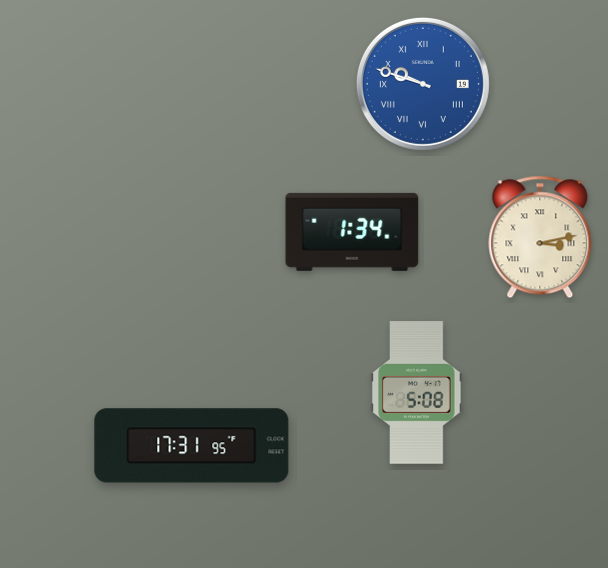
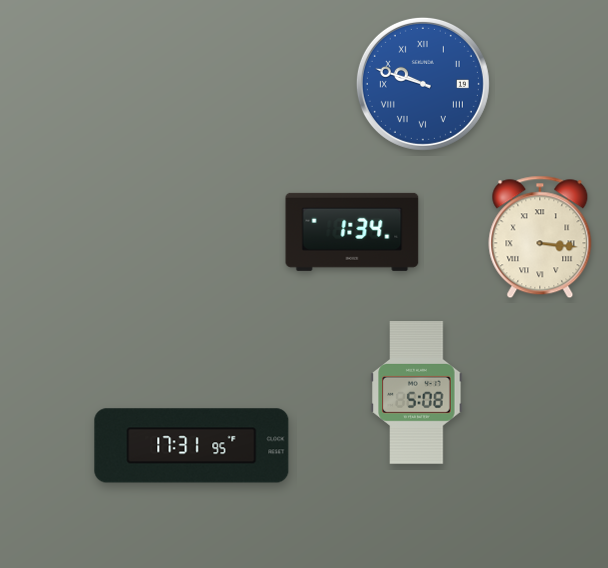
clock at (540, 237): 3:13 -> 3:16
